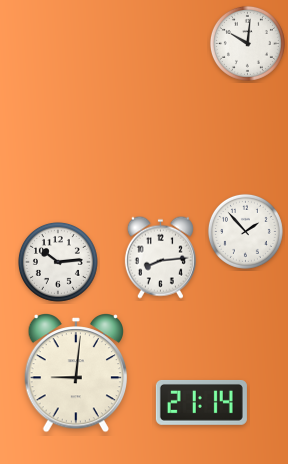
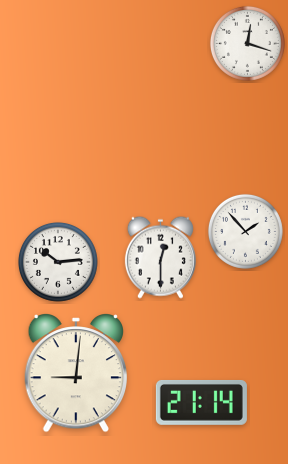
clock at (247, 43): 10:01 -> 12:18
clock at (160, 257): 8:14 -> 12:30
